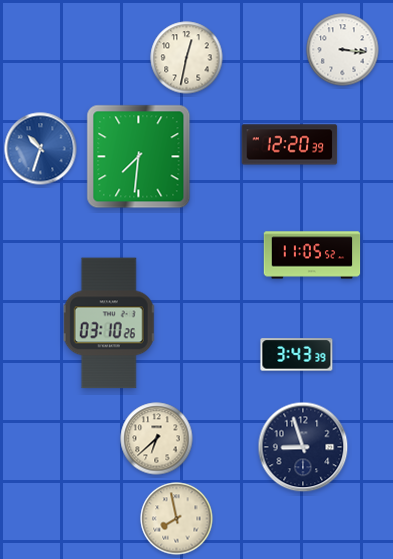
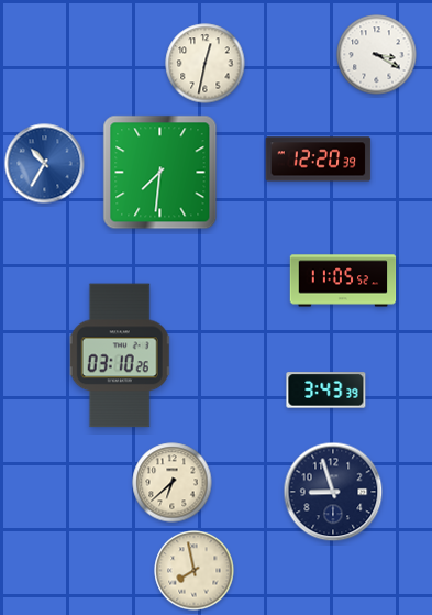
clock at (343, 50): 3:16 -> 3:20
clock at (41, 149): 10:33 -> 10:35
clock at (139, 157) position: (139, 157) -> (160, 173)
